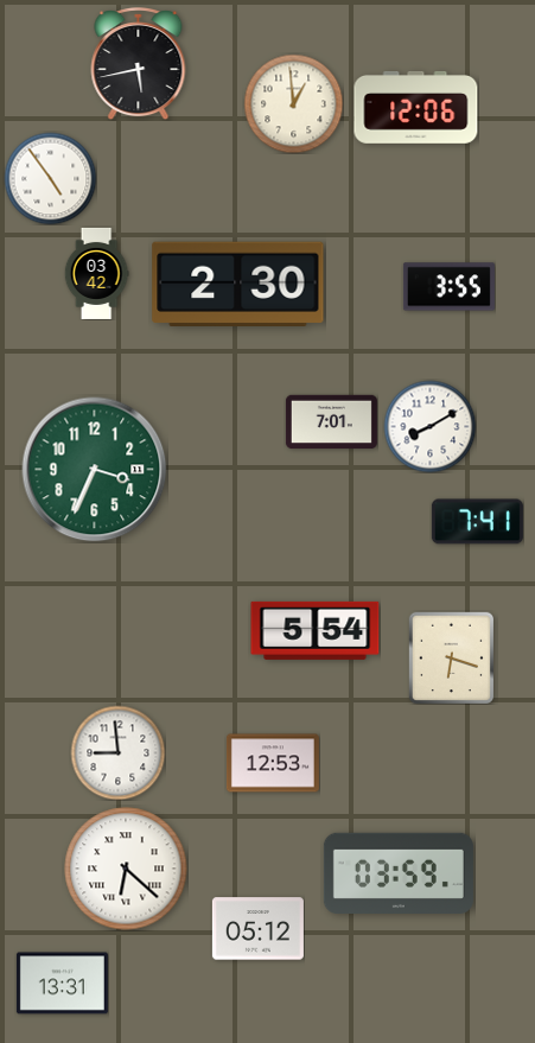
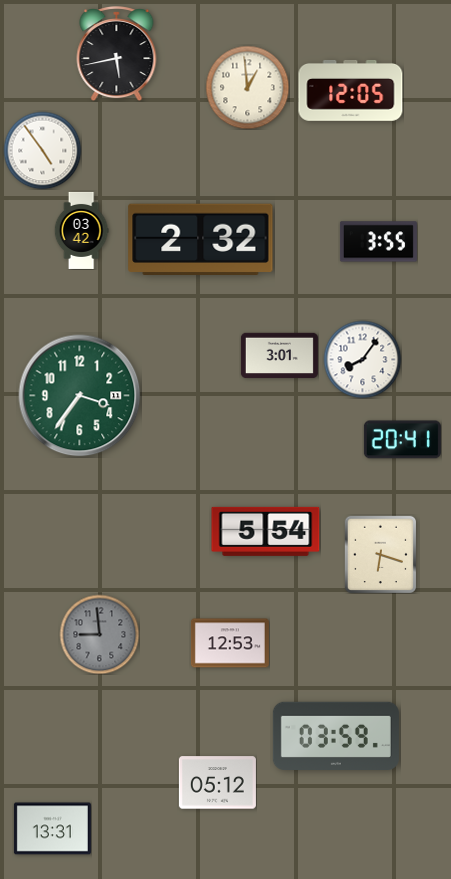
clock at (416, 108): 12:06 -> 12:05
clock at (238, 284): 2:30 -> 2:32
clock at (331, 422): 7:01 -> 3:01
clock at (429, 426): 8:10 -> 8:06
clock at (95, 470): 3:34 -> 3:36
clock at (477, 522): 7:41 -> 20:41
clock at (117, 752) dial: white -> grey
clock at (126, 869): 6:22 -> none
